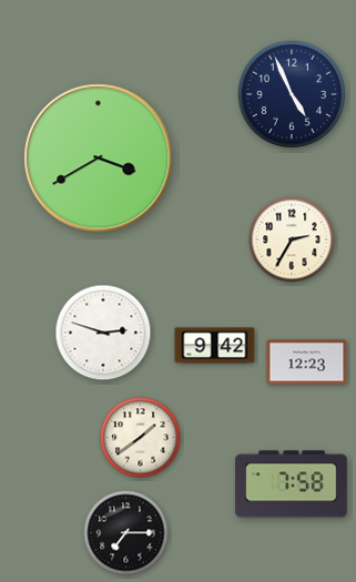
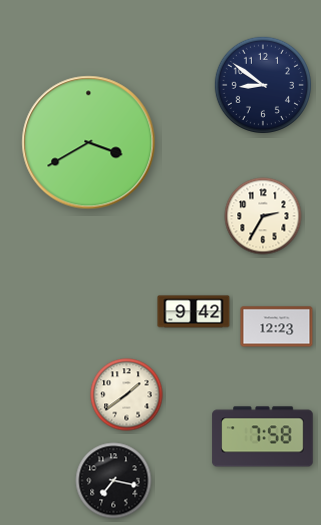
clock at (291, 93): 4:56 -> 8:51
clock at (103, 333): 2:48 -> none
clock at (126, 533): 7:15 -> 7:17
